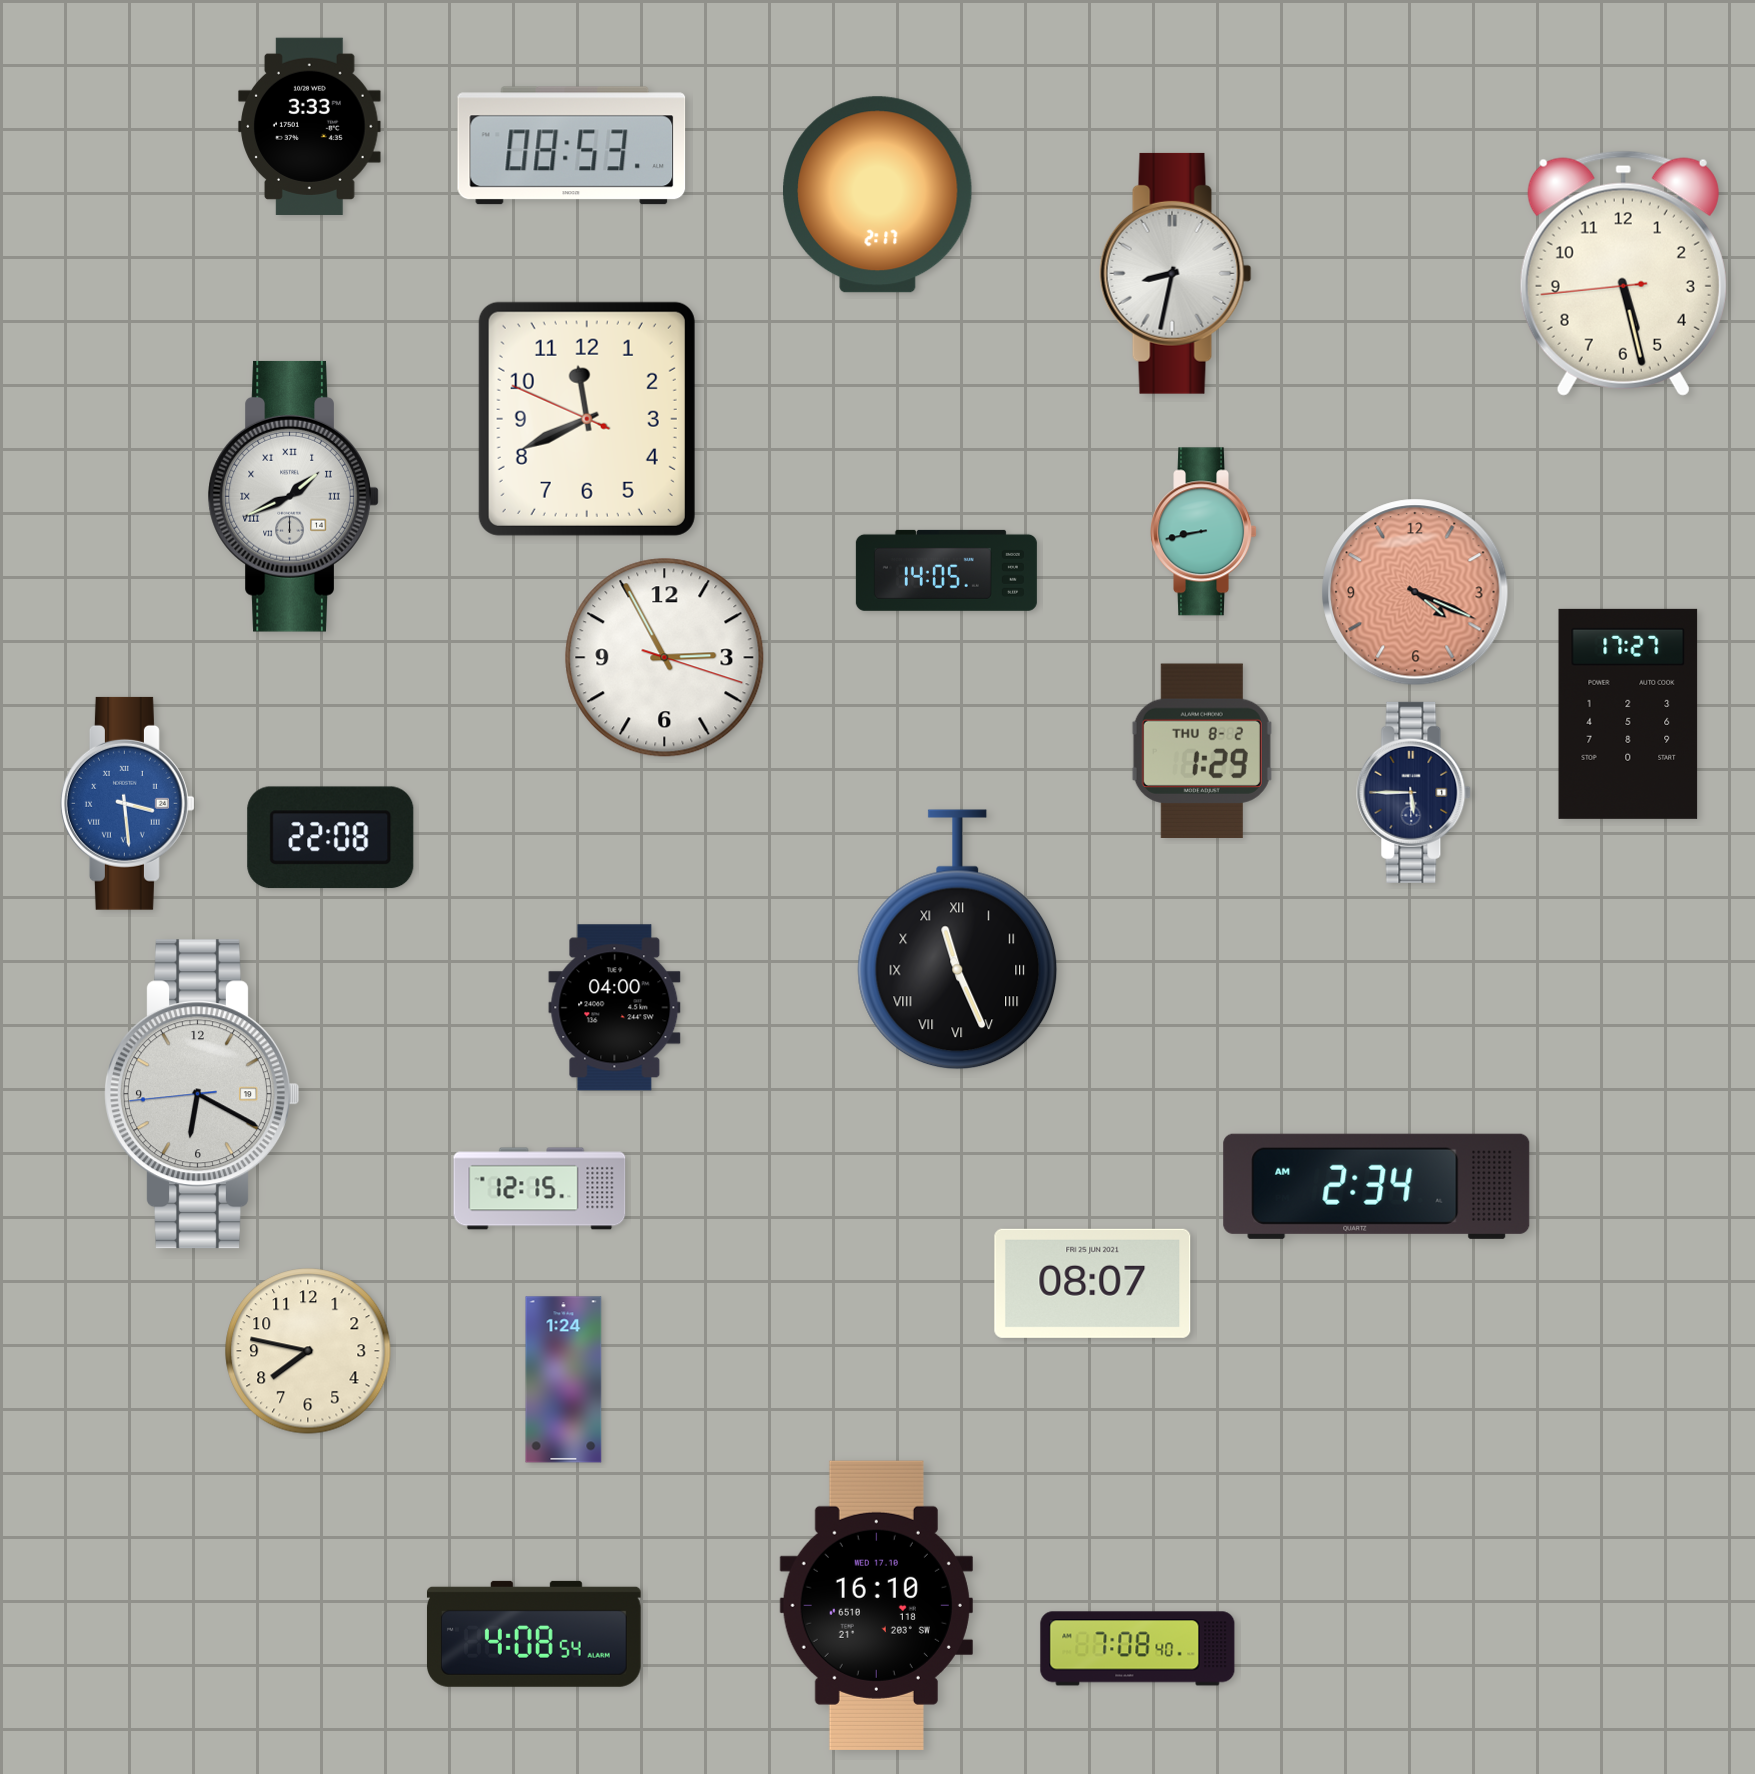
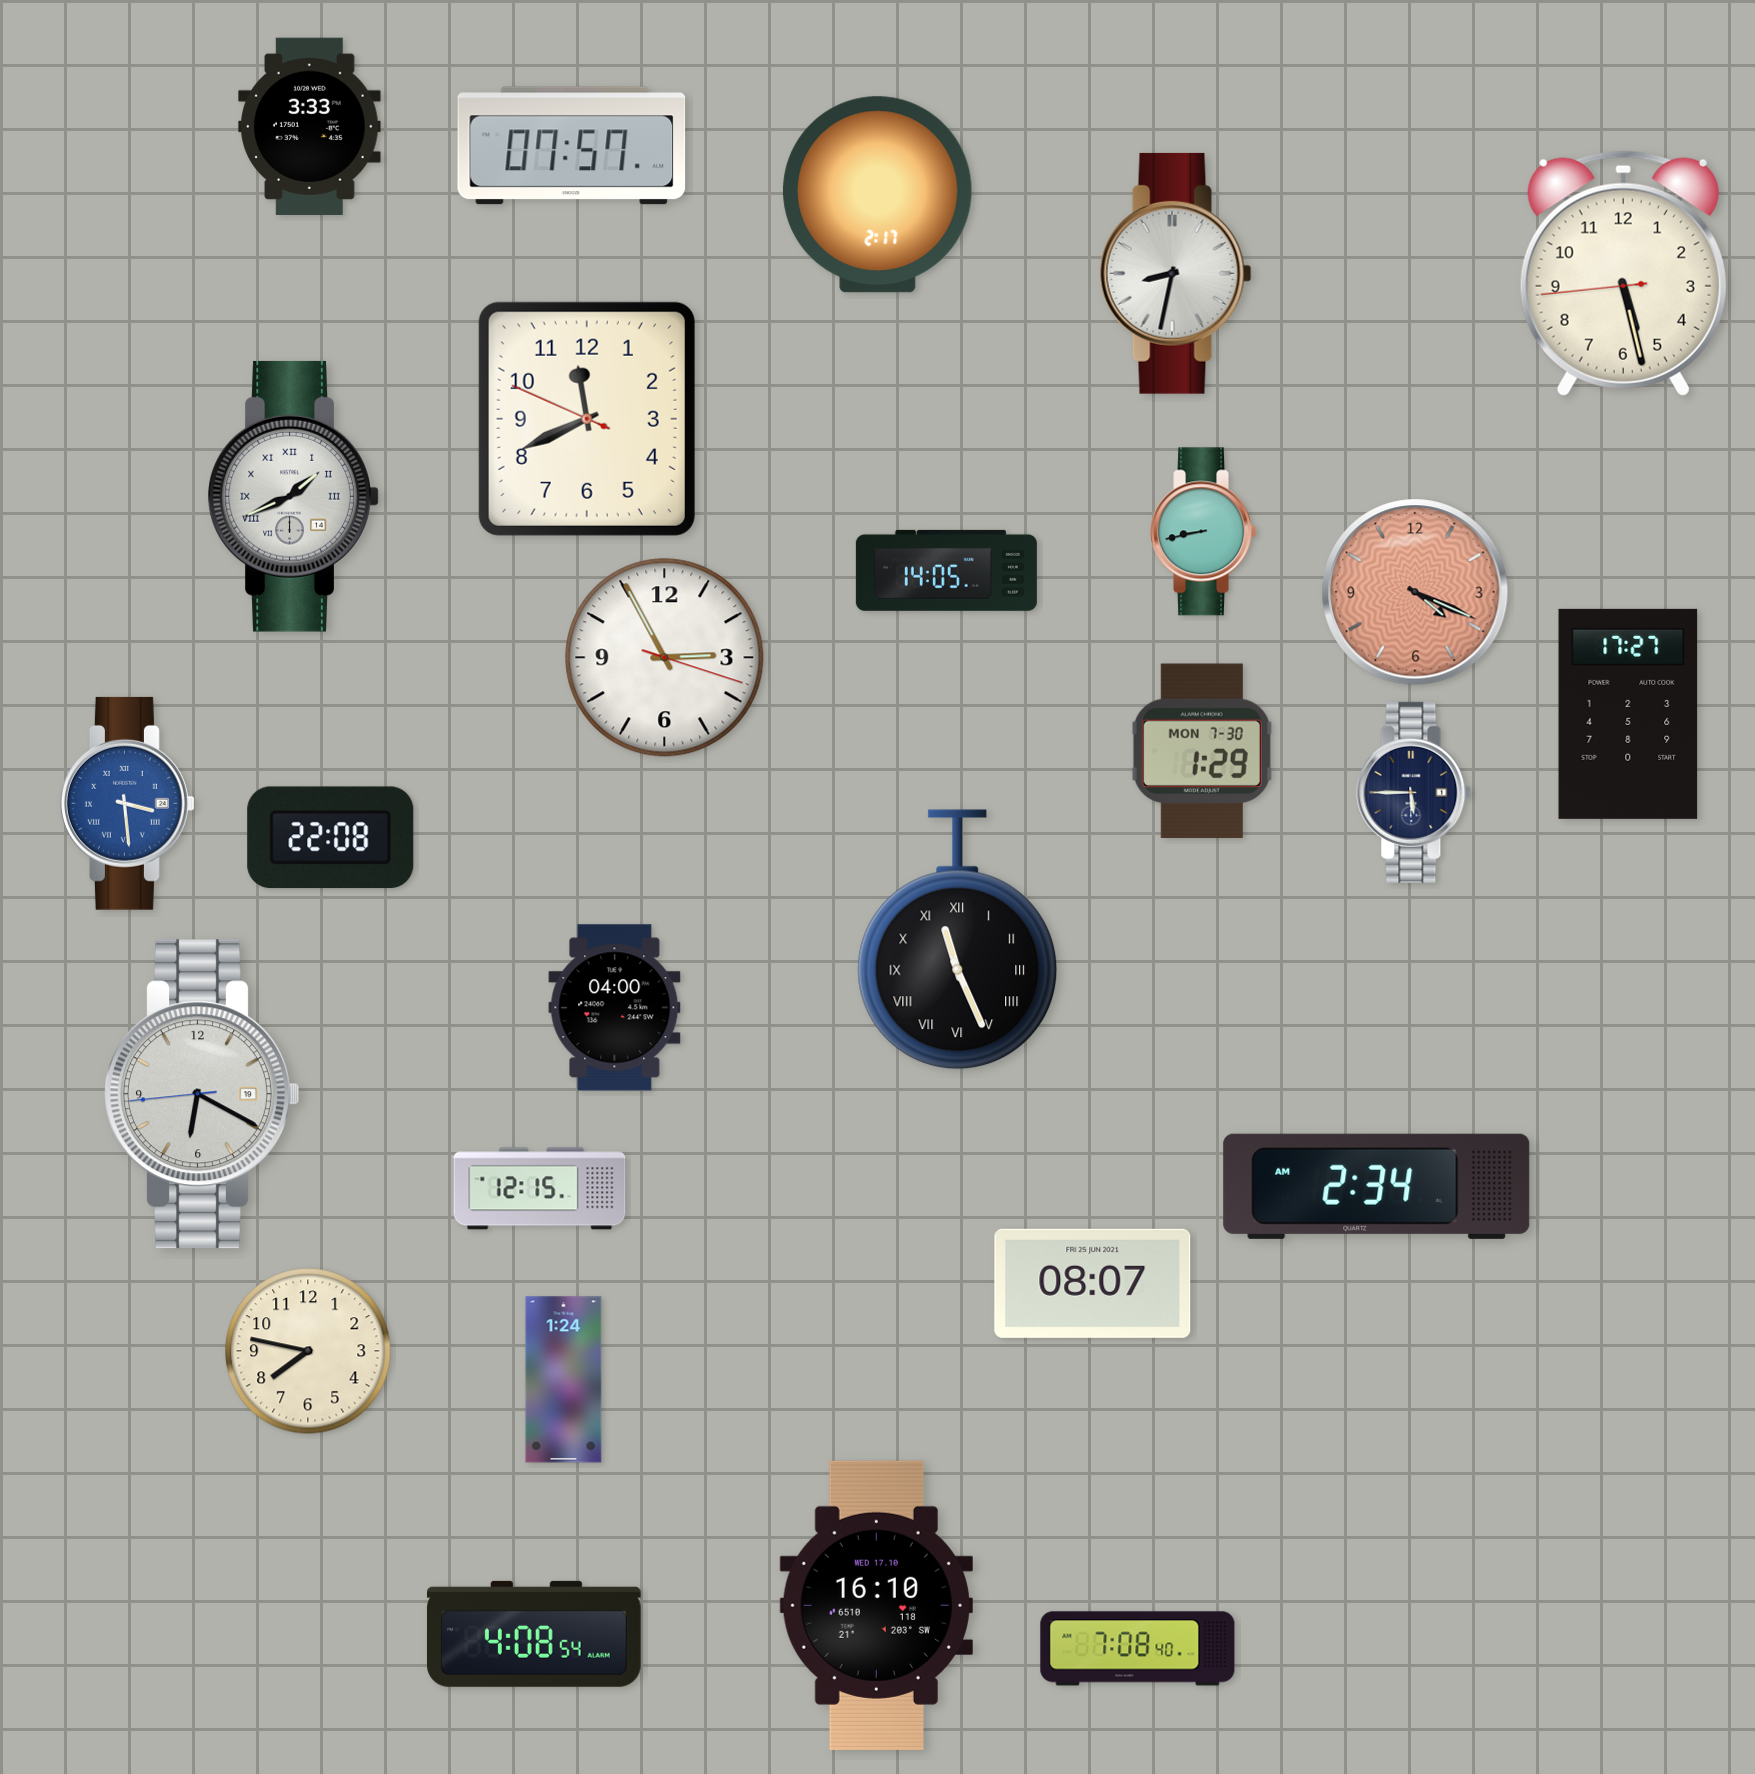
clock at (572, 146): 08:53 -> 07:57
clock at (1202, 751) date: THU 8-2 -> MON 7-30
